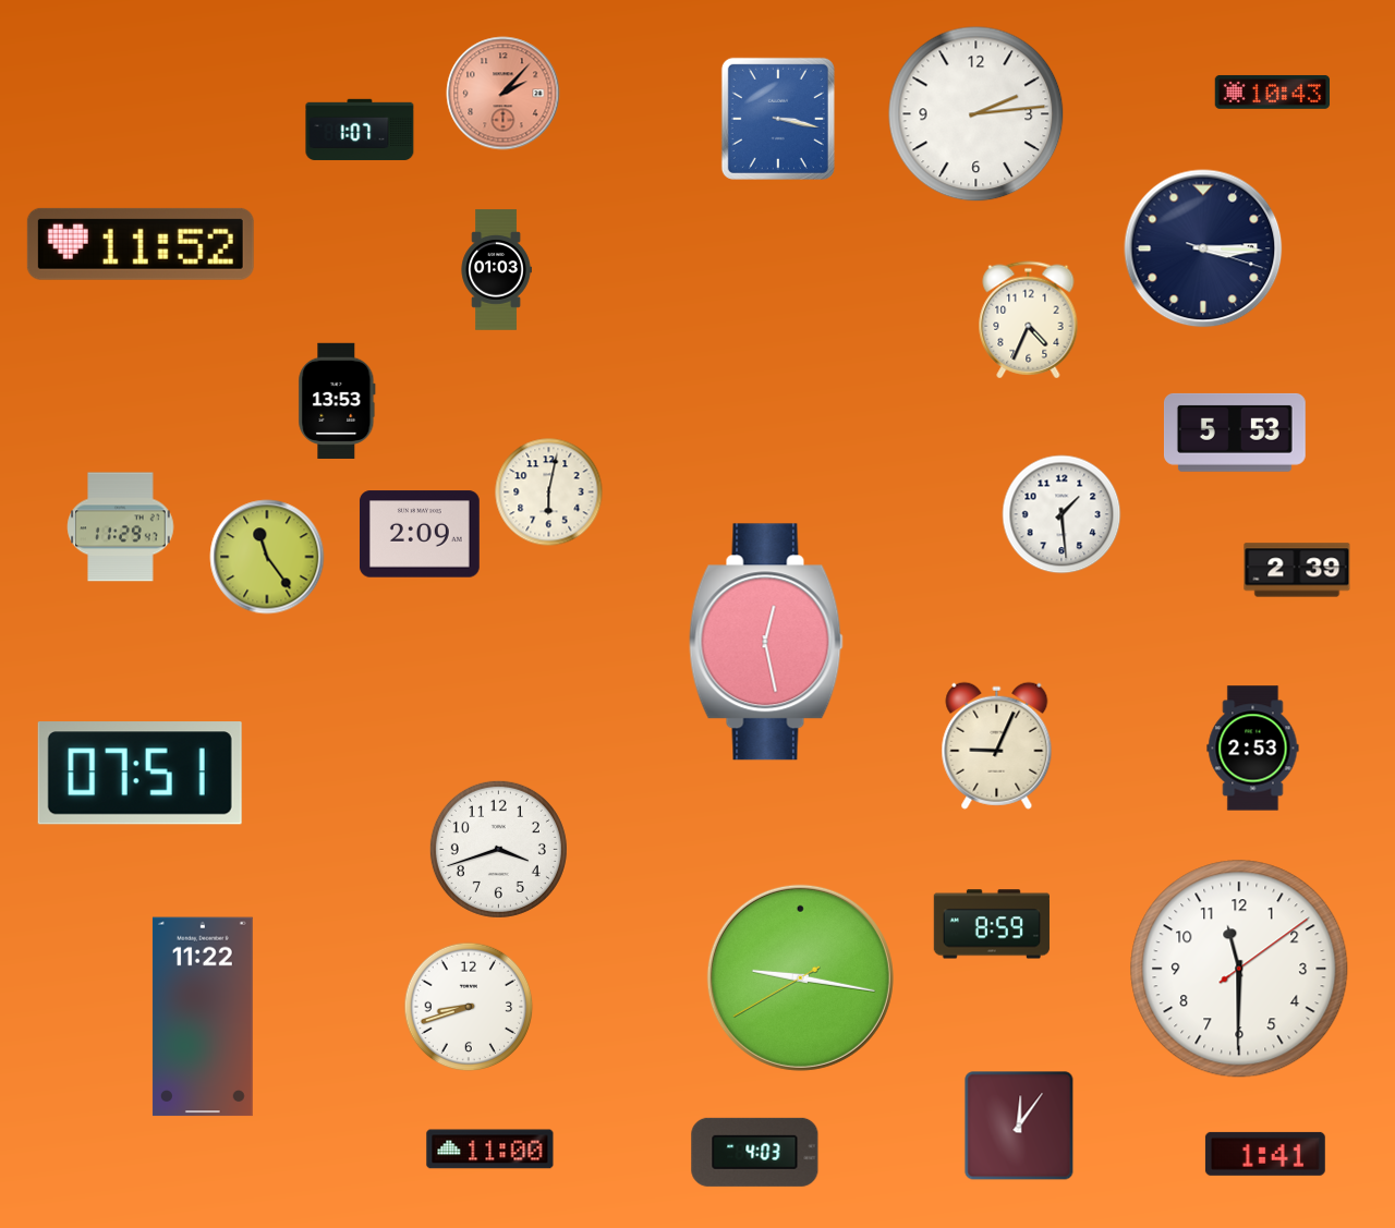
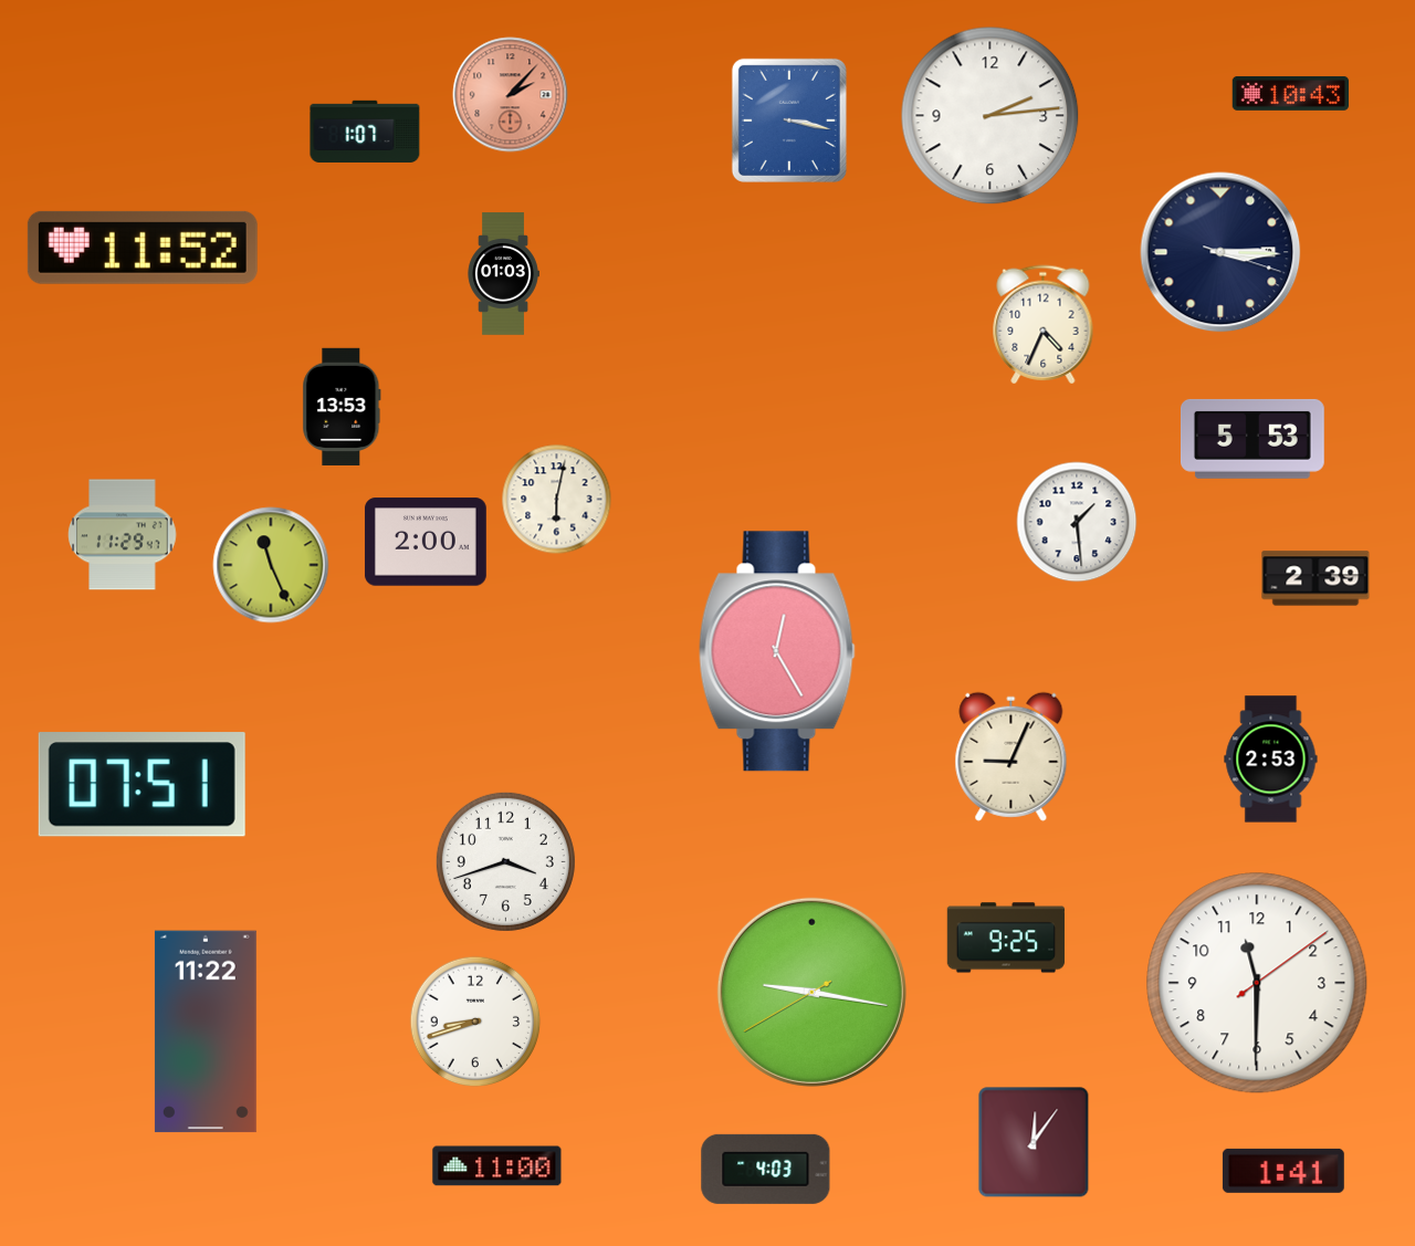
clock at (420, 534): 2:09 -> 2:00
clock at (267, 557): 11:24 -> 11:26
clock at (766, 642): 12:28 -> 12:25
clock at (992, 924): 8:59 -> 9:25
